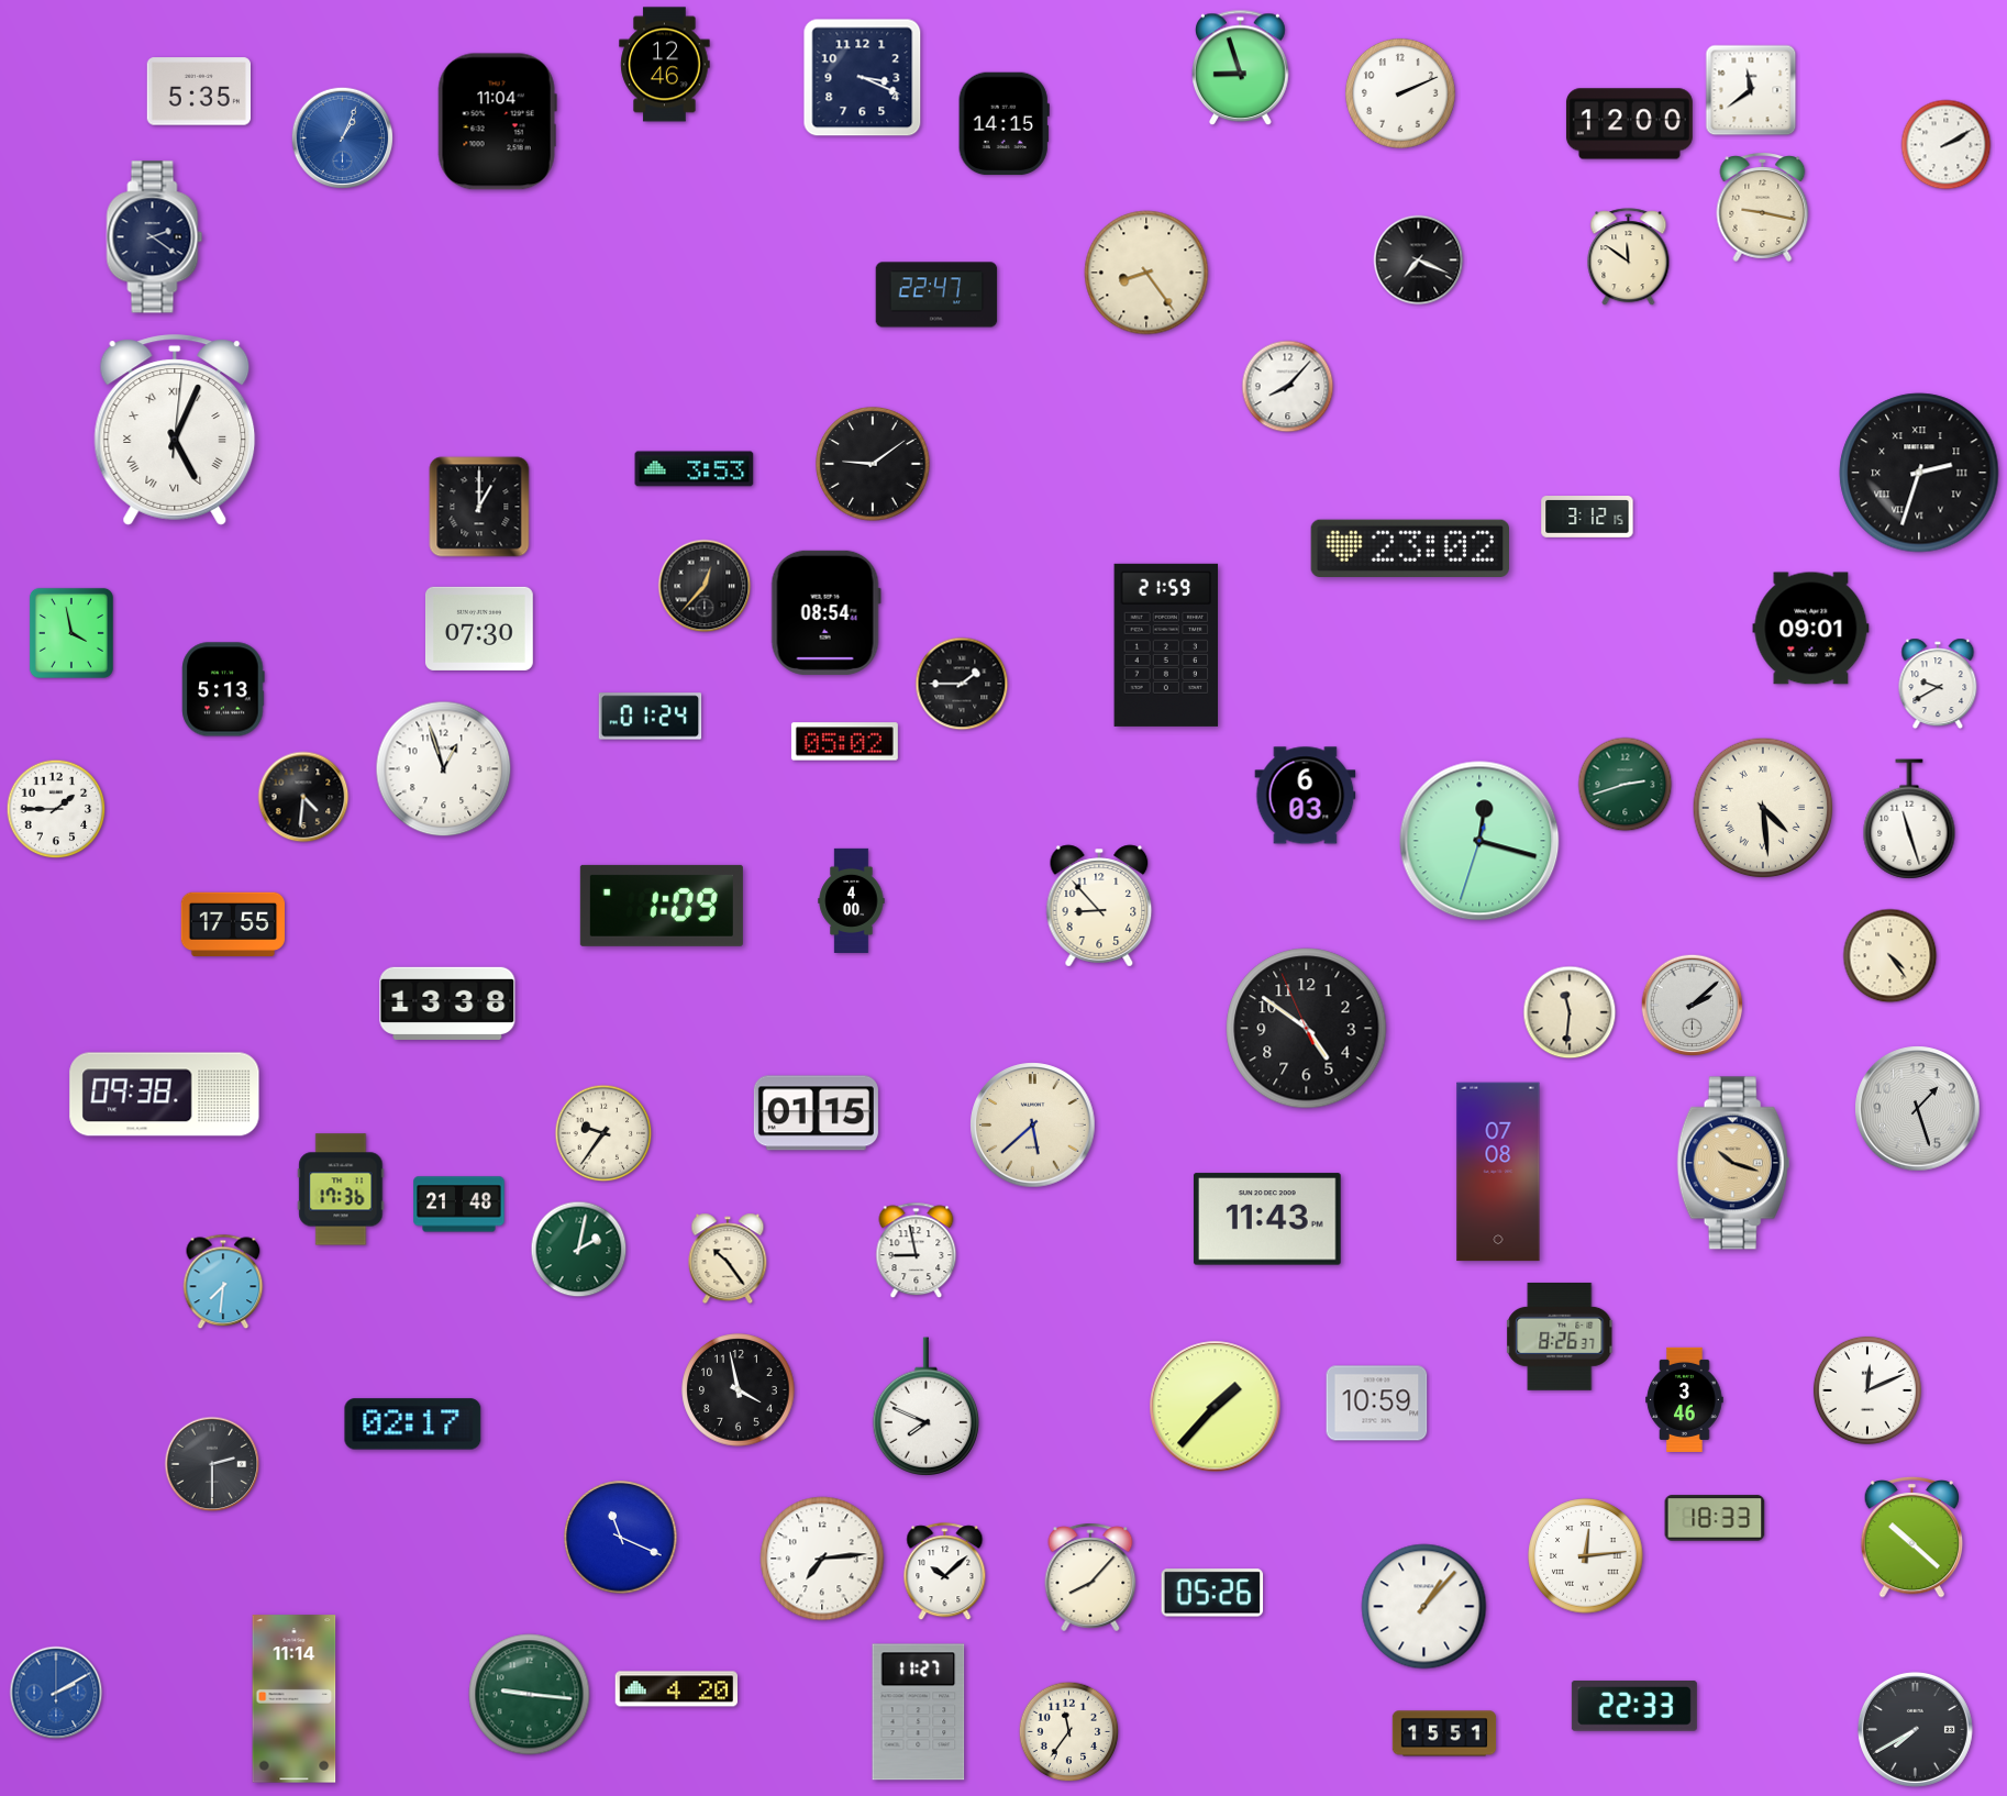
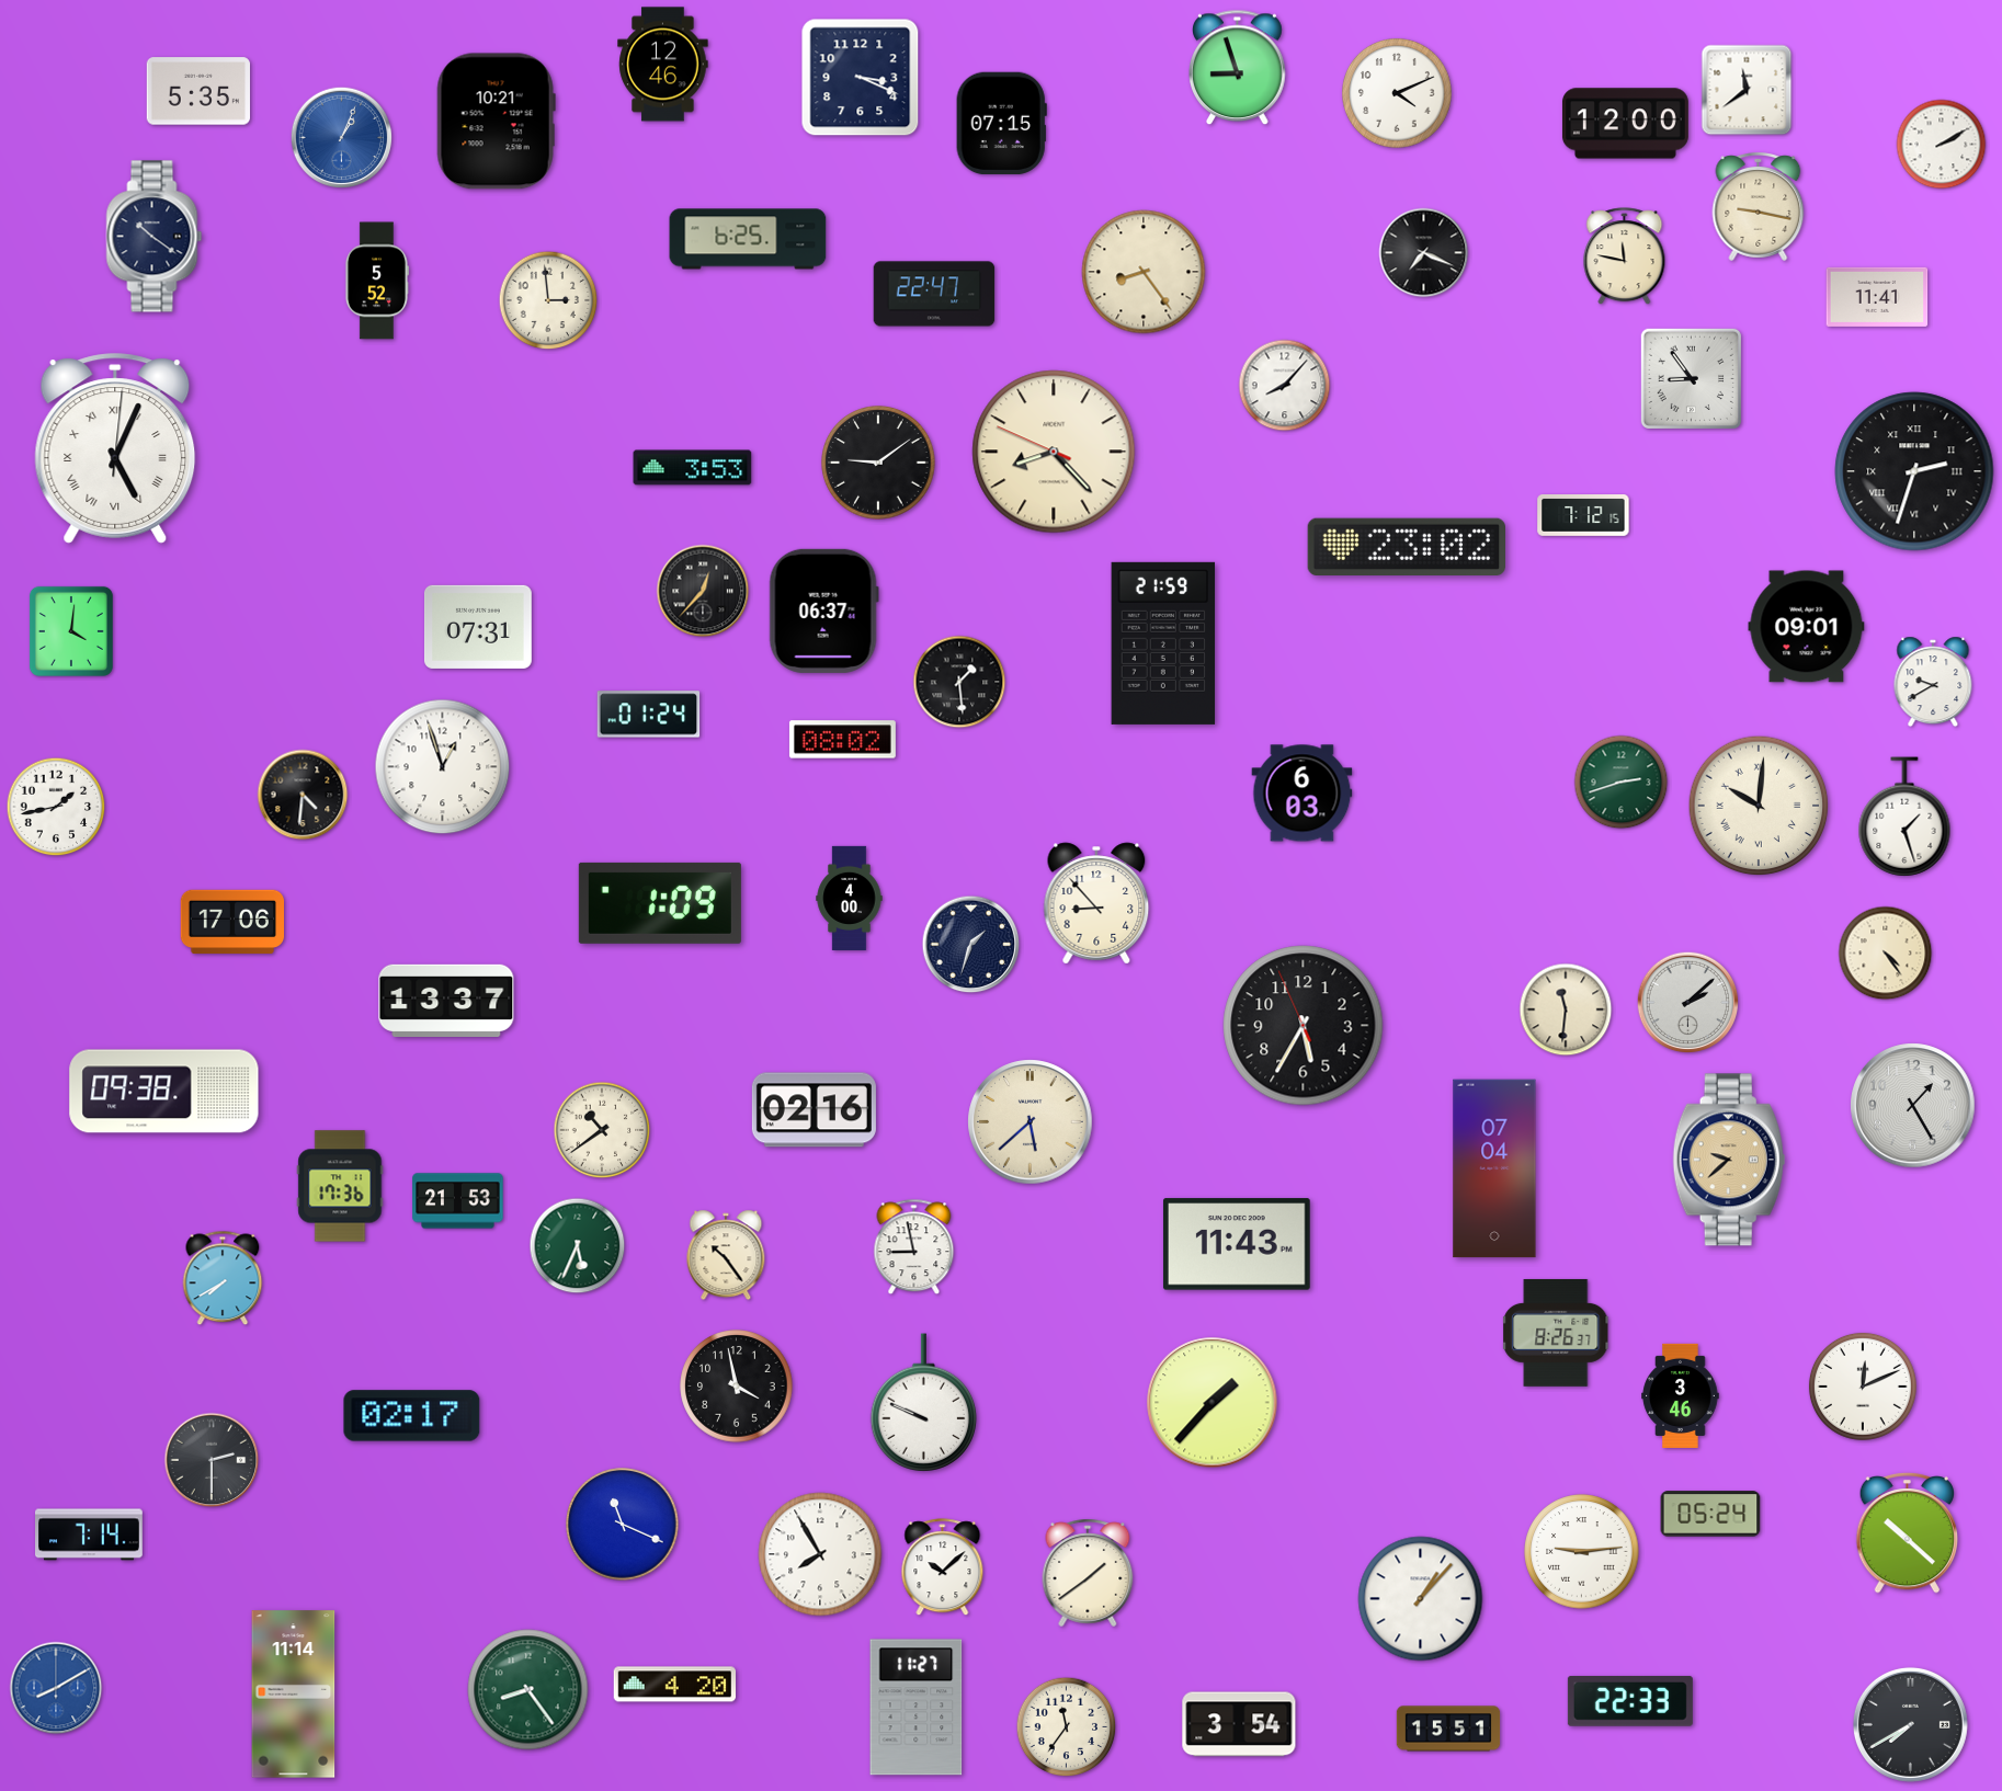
clock at (1401, 95): 2:11 -> 4:11
clock at (497, 122): 11:04 -> 10:21
clock at (1003, 124): 14:15 -> 07:15
clock at (155, 237): 2:21 -> 10:21
clock at (748, 239): none -> 6:25
clock at (1629, 257): 11:51 -> 11:47
clock at (1419, 260) position: (1419, 260) -> (1424, 253)
clock at (376, 281): none -> 5:52
clock at (1877, 297): none -> 11:41
clock at (548, 300): none -> 2:59
clock at (1691, 378): none -> 8:54
clock at (175, 430) position: (175, 430) -> (115, 448)
clock at (1054, 452): none -> 8:22
clock at (873, 464) position: (873, 464) -> (878, 463)
clock at (479, 507): 1:00 -> none
clock at (1587, 518): 3:12 -> 7:12
clock at (705, 586) position: (705, 586) -> (703, 591)
clock at (825, 612): 08:54 -> 06:37
clock at (479, 629): 07:30 -> 07:31
clock at (71, 633): 3:58 -> 4:01
clock at (962, 684): 1:45 -> 1:29
clock at (223, 689): 5:13 -> none
clock at (844, 742): 05:02 -> 08:02
clock at (1763, 808): 4:29 -> 10:01
clock at (56, 809): 1:45 -> 1:43
clock at (1909, 819): 11:27 -> 1:27
clock at (1479, 841): 12:17 -> none
clock at (232, 924): 17:55 -> 17:06
clock at (971, 945): none -> 1:33
clock at (447, 1004): 13:38 -> 13:37
clock at (1307, 1029): 4:50 -> 5:34
clock at (1918, 1109): 1:27 -> 1:25
clock at (816, 1113): 01:15 -> 02:16
clock at (603, 1133): 9:36 -> 10:39
clock at (1733, 1163): 10:18 -> 9:38
clock at (1498, 1172): 07:08 -> 07:04
clock at (459, 1205): 21:48 -> 21:53
clock at (1267, 1219) position: (1267, 1219) -> (1237, 1244)
clock at (579, 1250): 2:02 -> 5:34
clock at (223, 1282): 7:31 -> 7:40
clock at (1377, 1404): 10:59 -> none
clock at (927, 1407): 7:49 -> 9:49
clock at (413, 1424) position: (413, 1424) -> (412, 1416)
clock at (1715, 1518): 18:33 -> 05:24
clock at (621, 1538) position: (621, 1538) -> (623, 1525)
clock at (90, 1535): none -> 7:14
clock at (1586, 1556): 12:14 -> 9:14
clock at (822, 1559): 7:14 -> 7:55
clock at (1090, 1577): 8:07 -> 1:39
clock at (1212, 1593): 05:26 -> none
clock at (1424, 1607) position: (1424, 1607) -> (1421, 1599)
clock at (56, 1693): 2:10 -> 8:10
clock at (530, 1695): 9:16 -> 8:24
clock at (1239, 1724): none -> 3:54
clock at (1444, 1733) position: (1444, 1733) -> (1448, 1729)
